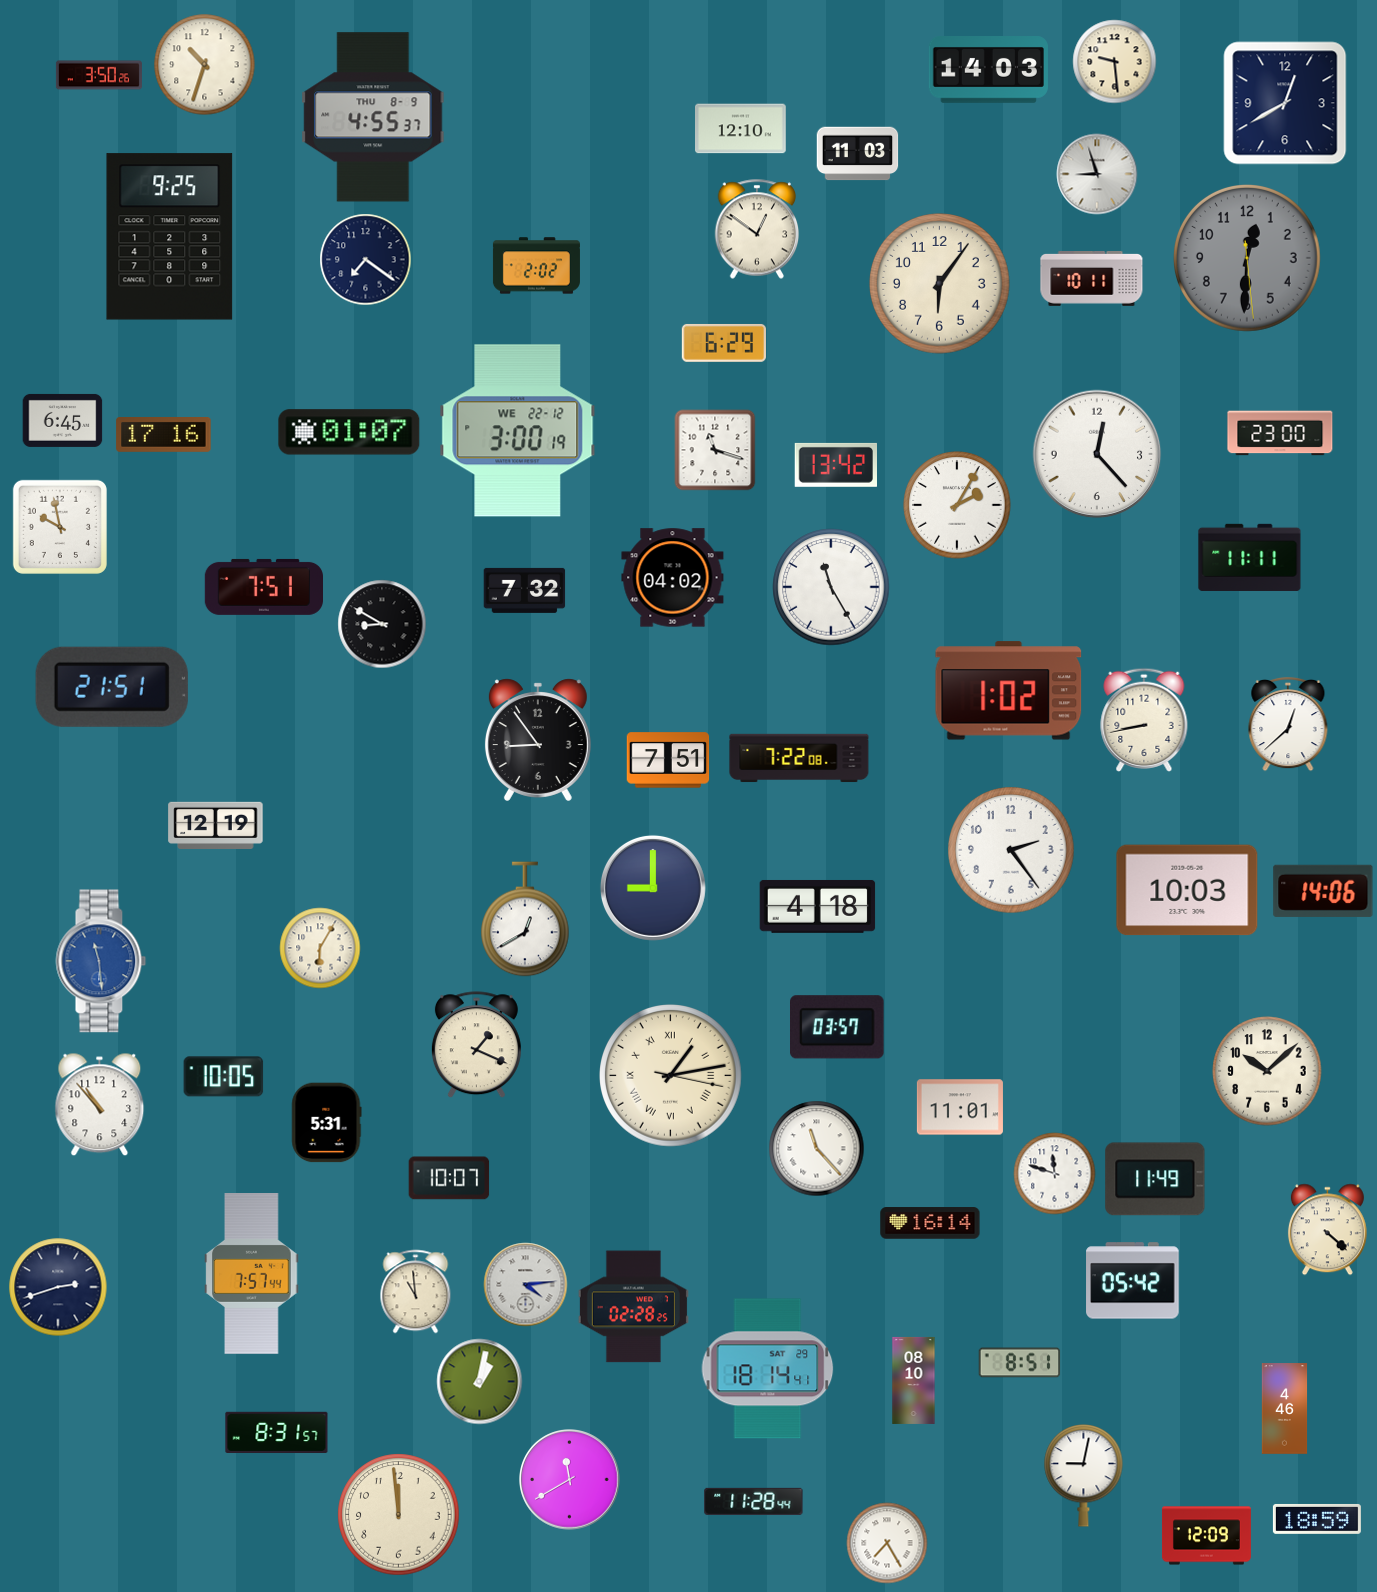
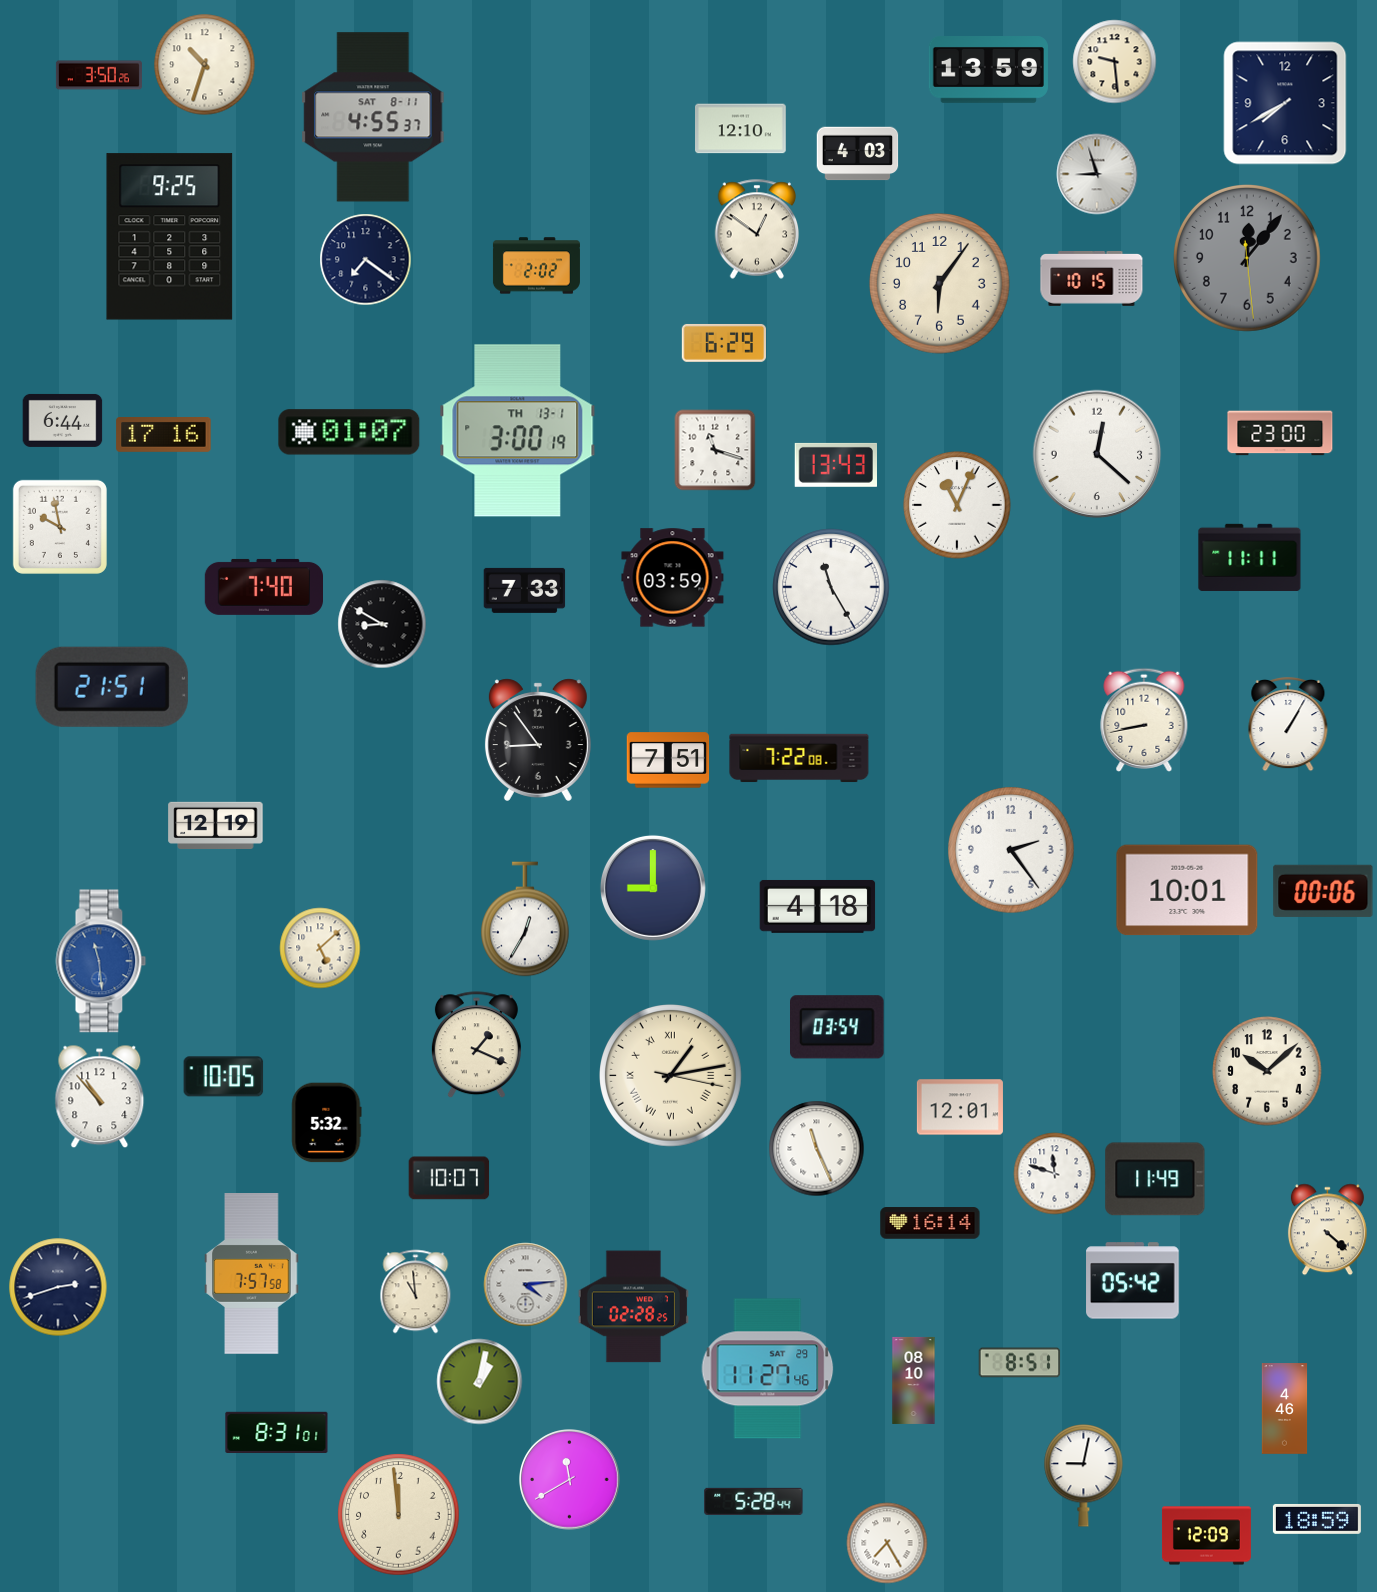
clock at (988, 70): 14:03 -> 13:59
clock at (1285, 103): 12:40 -> 7:40
clock at (373, 117) date: THU 8-9 -> SAT 8-11
clock at (858, 154): 11:03 -> 4:03
clock at (1248, 259): 12:30 -> 12:06
clock at (1092, 278): 10:11 -> 10:15
clock at (63, 420): 6:45 -> 6:44
clock at (518, 431) date: WE 22-12 -> TH 13-1
clock at (1097, 454): 12:23 -> 12:22
clock at (835, 465): 13:42 -> 13:43
clock at (957, 505): 2:05 -> 11:04
clock at (673, 578): 04:02 -> 03:59
clock at (263, 587): 7:51 -> 7:40
clock at (525, 590): 7:32 -> 7:33
clock at (1009, 691): 1:02 -> none
clock at (1288, 724): 12:38 -> 1:05
clock at (1187, 890): 10:03 -> 10:01
clock at (1323, 891): 14:06 -> 00:06
clock at (525, 919): 12:40 -> 12:35
clock at (320, 948): 6:05 -> 5:08
clock at (838, 1027): 03:57 -> 03:54
clock at (100, 1105) position: (100, 1105) -> (100, 1097)
clock at (960, 1107): 11:01 -> 12:01
clock at (327, 1123): 5:31 -> 5:32
clock at (817, 1149): 11:23 -> 11:26
clock at (252, 1274): 7:57:44 -> 7:57:58
clock at (768, 1369): 18:14 -> 11:27
clock at (277, 1432): 8:31:57 -> 8:31:01
clock at (754, 1501): 11:28 -> 5:28
